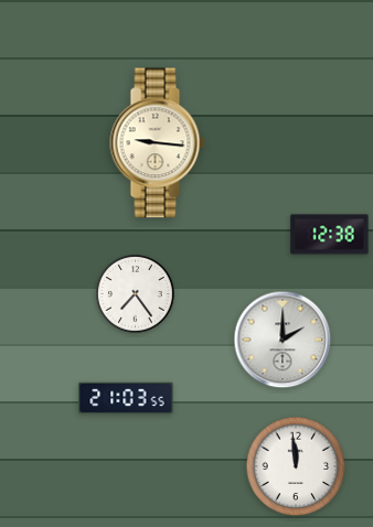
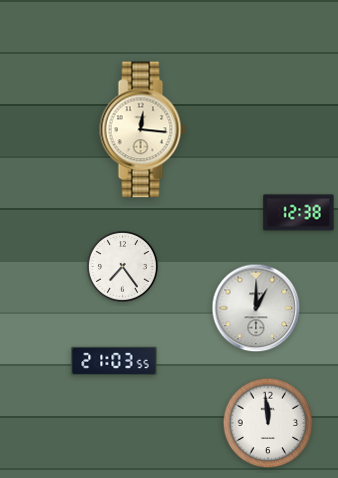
clock at (158, 143): 9:16 -> 12:16
clock at (283, 340): 2:00 -> 1:00
